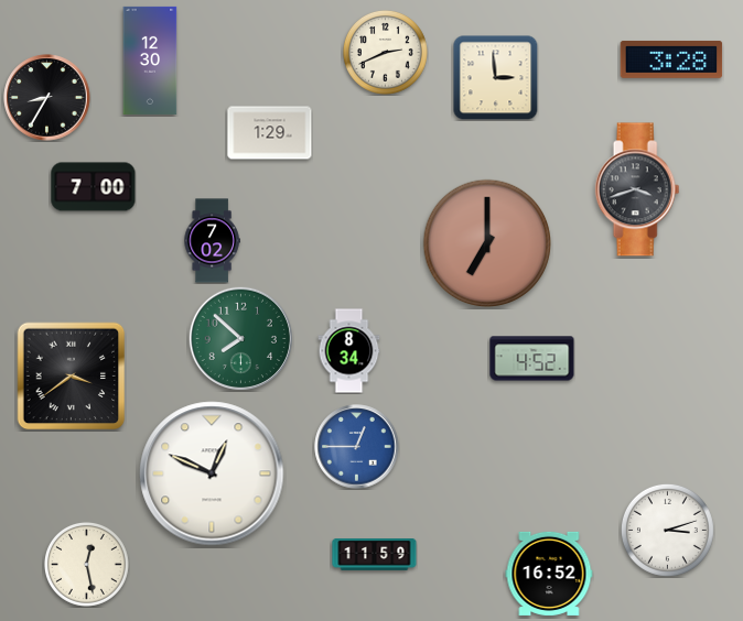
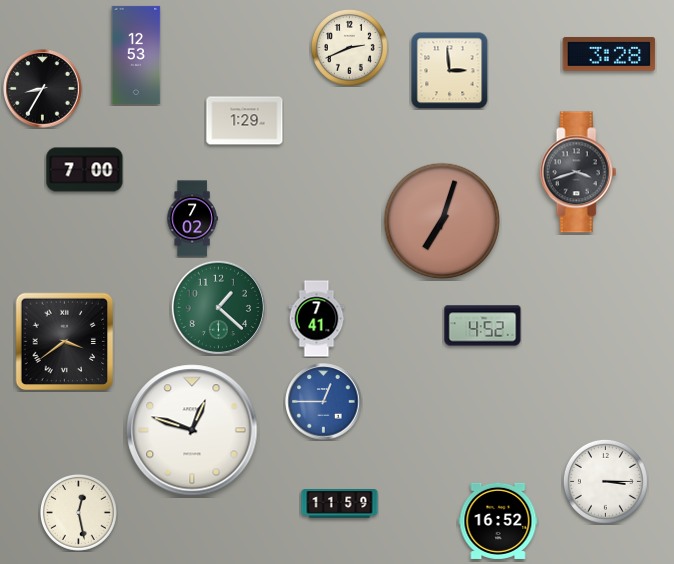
clock at (150, 61): 12:30 -> 12:53
clock at (487, 243): 7:00 -> 7:03
clock at (240, 338): 7:52 -> 1:22
clock at (349, 351): 8:34 -> 7:41
clock at (357, 447) position: (357, 447) -> (324, 402)
clock at (212, 473): 12:49 -> 12:48
clock at (667, 530): 3:12 -> 3:15
